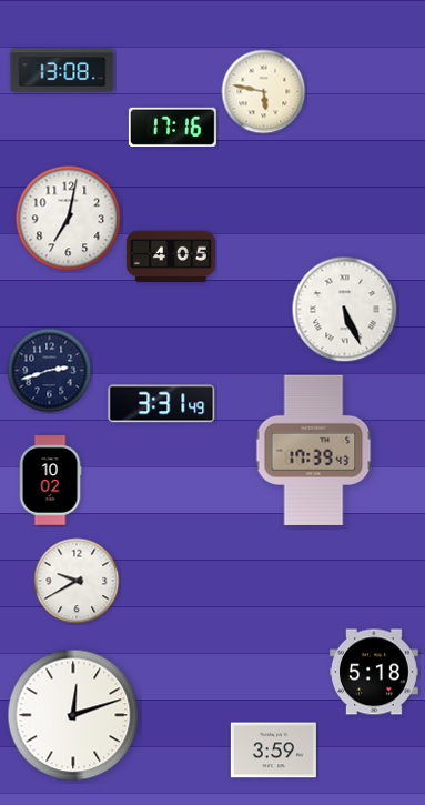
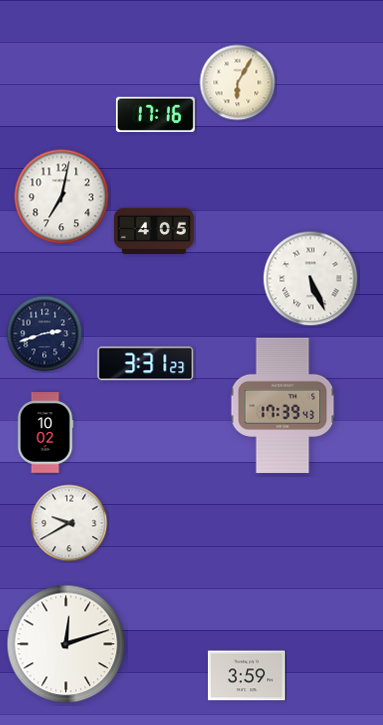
clock at (62, 70): 13:08 -> none
clock at (264, 92): 5:47 -> 6:05
clock at (162, 404): 3:31:49 -> 3:31:23
clock at (375, 672): 5:18 -> none
